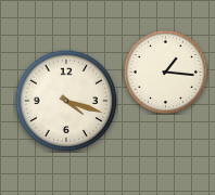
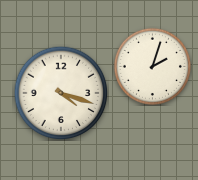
clock at (165, 71): 1:16 -> 2:03
